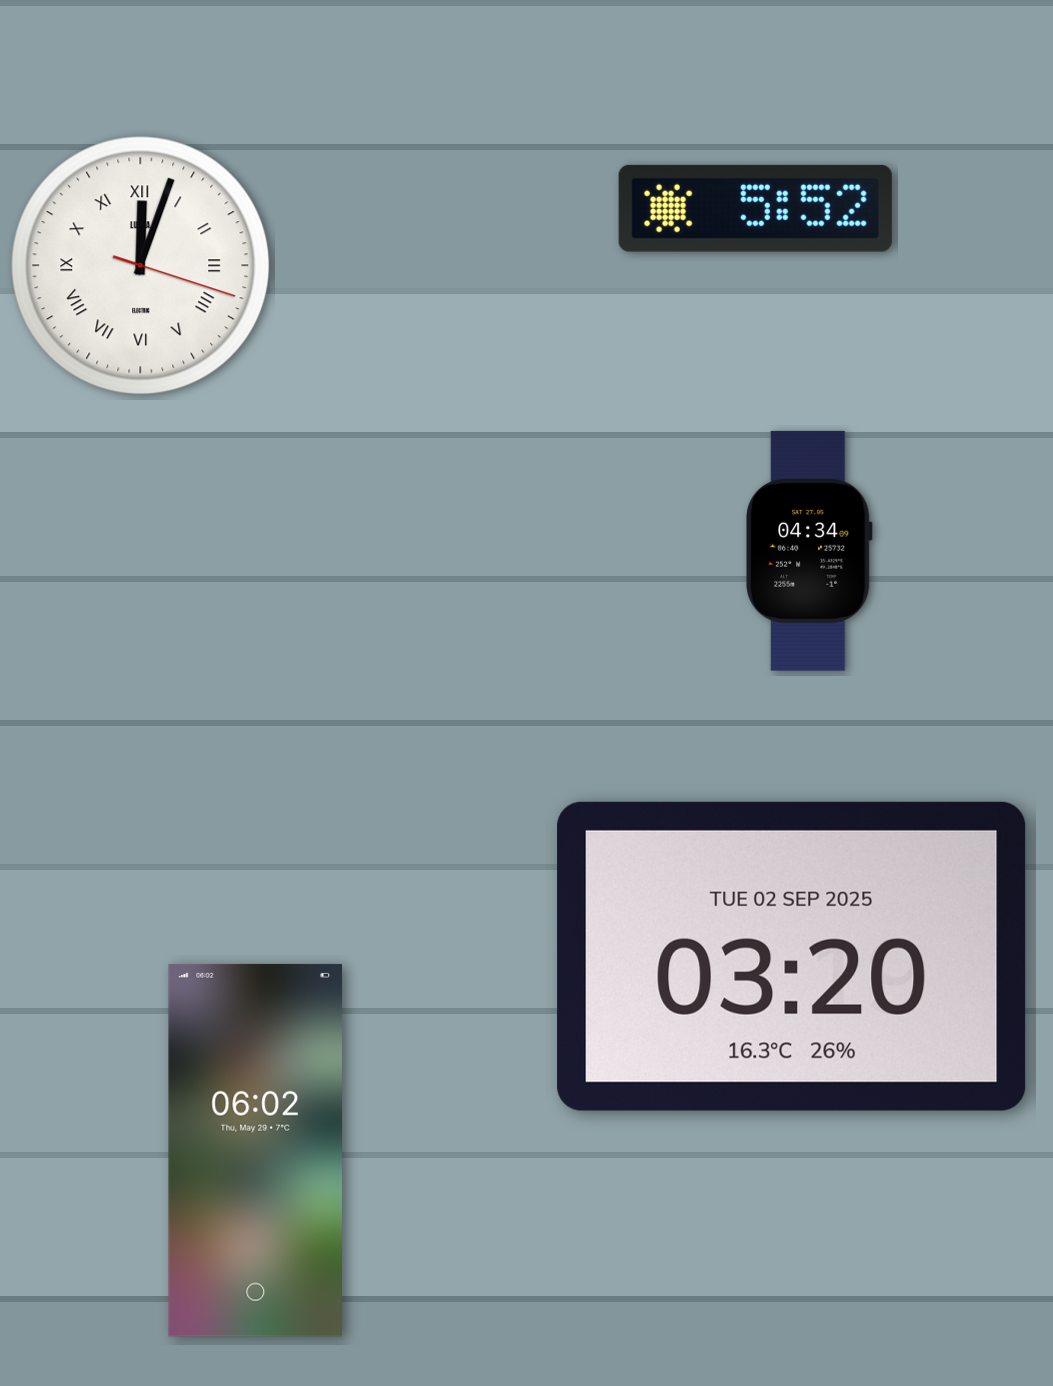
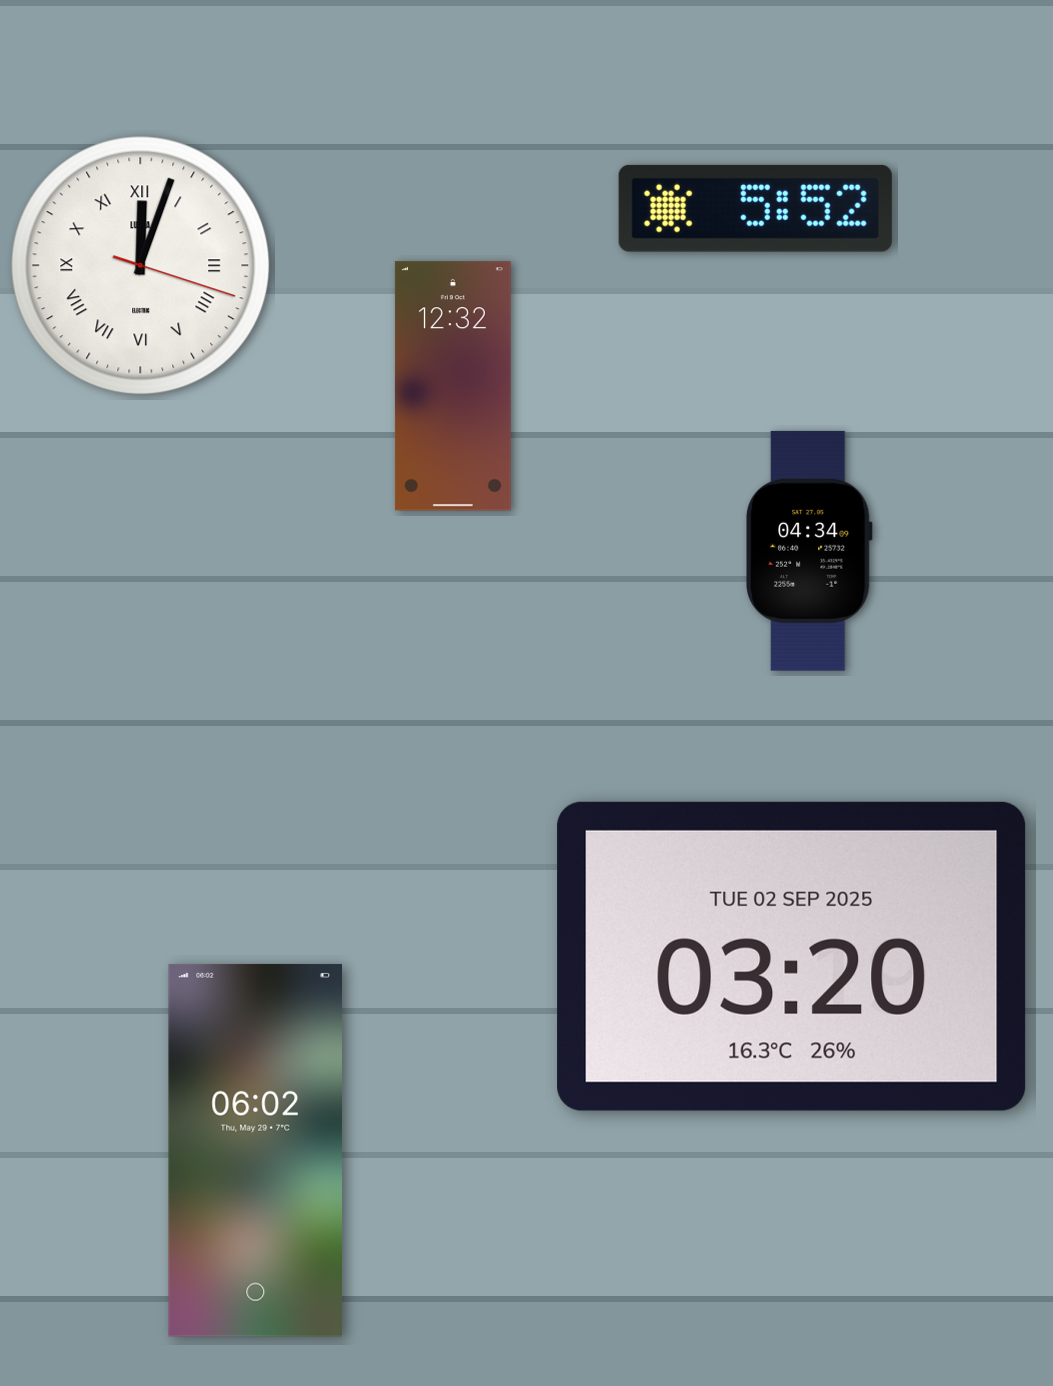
clock at (453, 386): none -> 12:32
